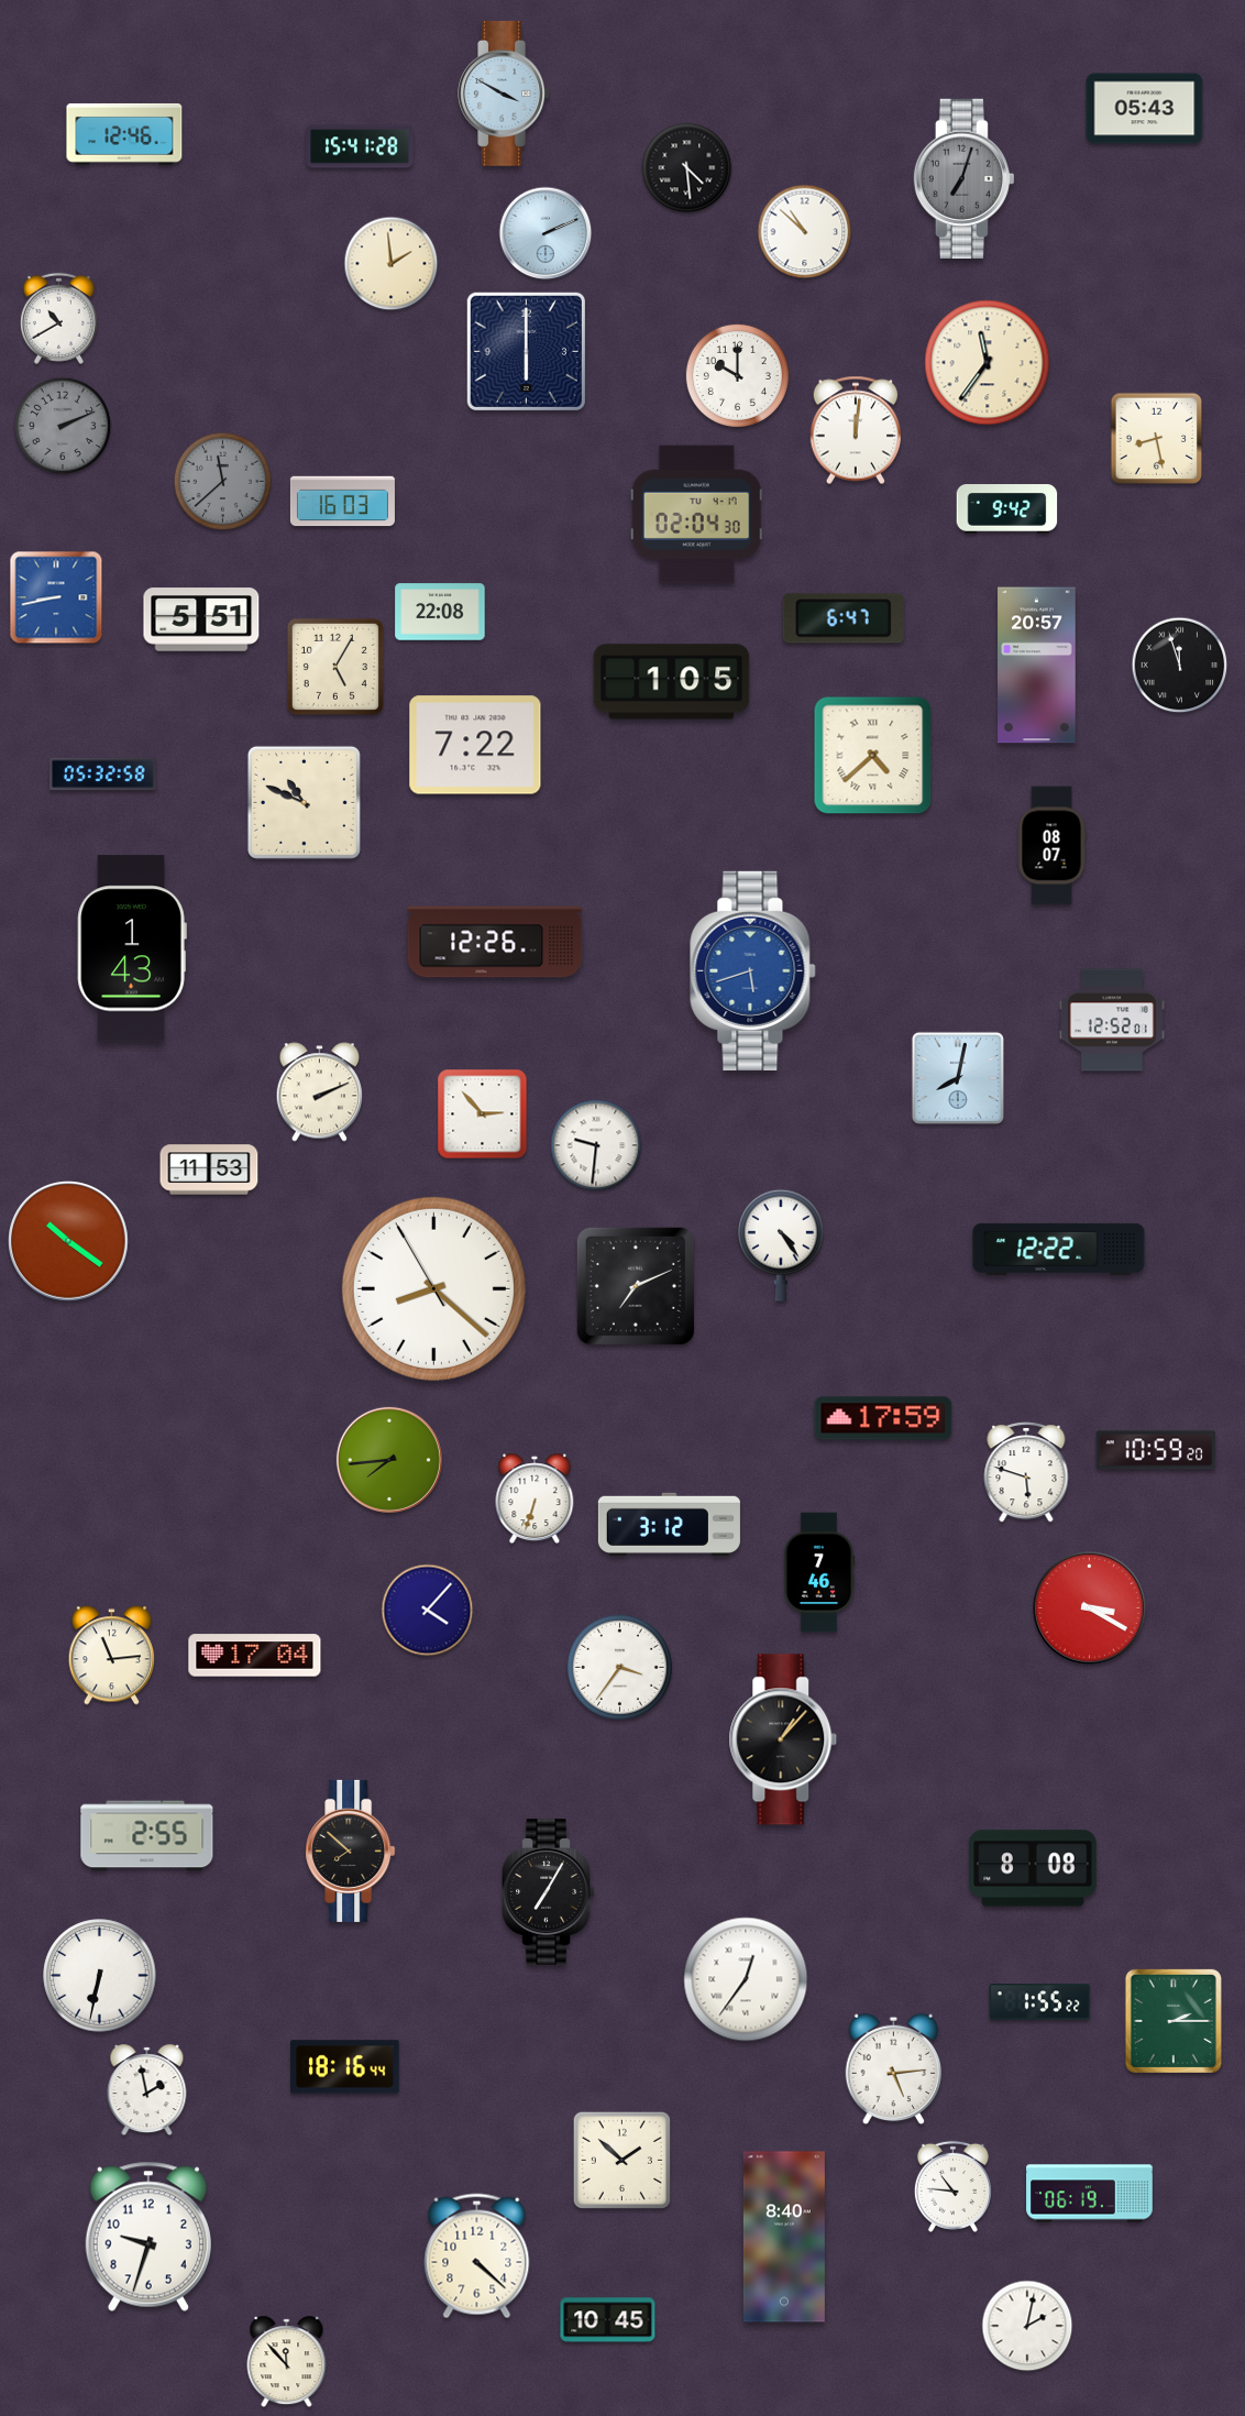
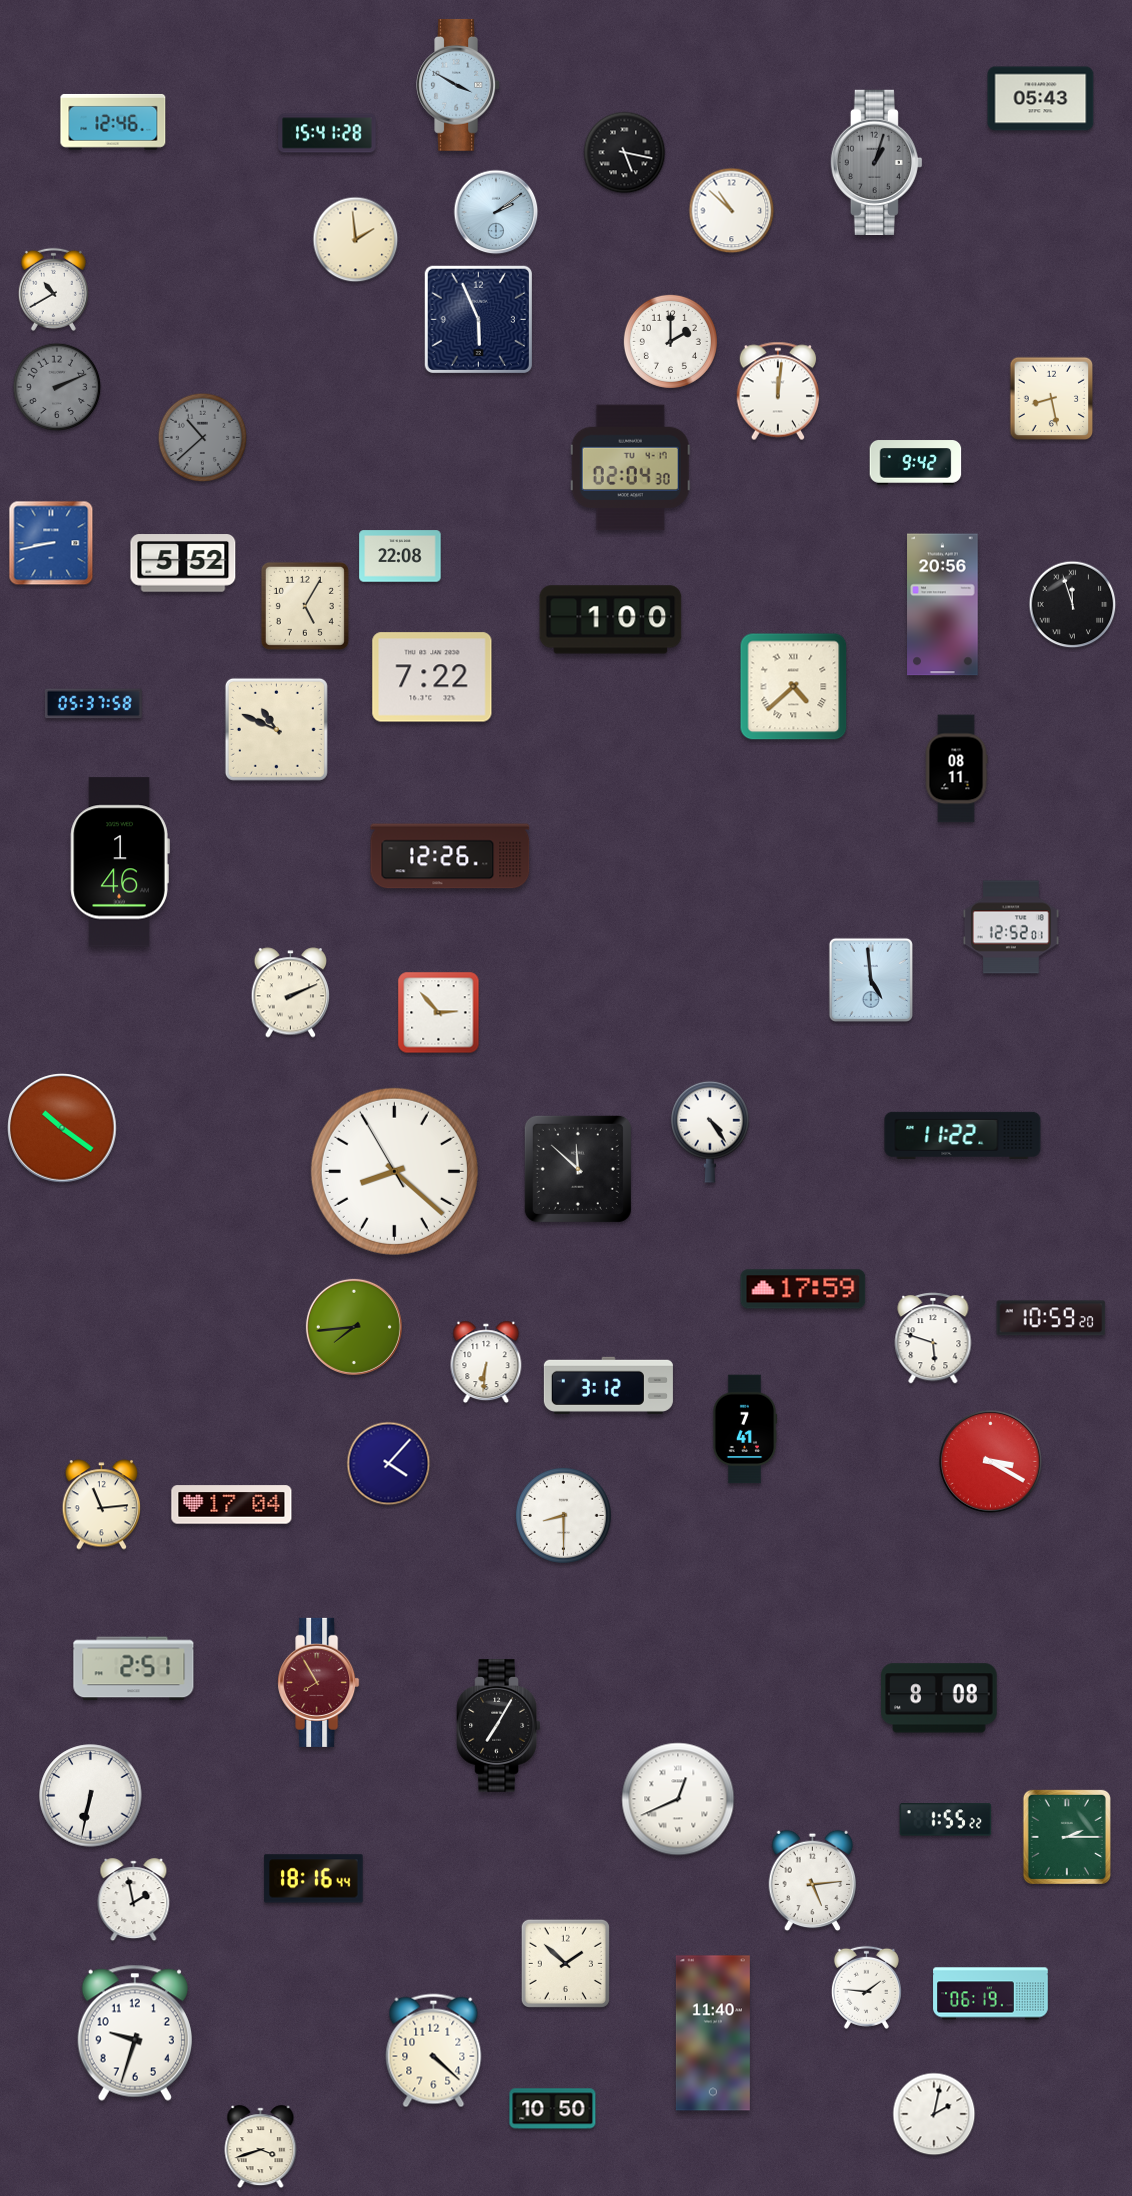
clock at (687, 168): 4:29 -> 5:17
clock at (963, 178): 7:03 -> 1:03
clock at (546, 233): 2:11 -> 2:09
clock at (526, 351): 6:00 -> 5:56
clock at (988, 363): 11:36 -> none
clock at (737, 375): 10:00 -> 2:00
clock at (223, 482): 11:38 -> 10:38
clock at (342, 502): 16:03 -> none
clock at (696, 515) position: (696, 515) -> (630, 468)
clock at (844, 618): 6:47 -> none
clock at (201, 619): 5:51 -> 5:52
clock at (1037, 666): 20:57 -> 20:56
clock at (672, 682): 1:05 -> 1:00
clock at (102, 775): 05:32 -> 05:37
clock at (1051, 846): 08:07 -> 08:11
clock at (132, 948): 1:43 -> 1:46
clock at (753, 970): 5:42 -> none
clock at (958, 1078): 8:02 -> 4:59
clock at (596, 1145): 9:31 -> none
clock at (209, 1169): 11:53 -> none
clock at (1059, 1249): 12:22 -> 11:22
clock at (636, 1286): 7:11 -> 11:52
clock at (535, 1498): 6:33 -> 6:31
clock at (819, 1572): 7:46 -> 7:41
clock at (619, 1667): 3:36 -> 8:30
clock at (783, 1739): 1:07 -> none
clock at (147, 1836): 2:55 -> 2:51
clock at (351, 1851): 7:52 -> 7:55
clock at (351, 1851) dial: black -> burgundy
clock at (549, 1892) position: (549, 1892) -> (499, 1726)
clock at (746, 1979): 12:36 -> 12:41
clock at (952, 2186): 10:46 -> 1:46
clock at (784, 2237): 8:40 -> 11:40
clock at (608, 2320): 10:45 -> 10:50
clock at (287, 2362): 11:53 -> 3:42
